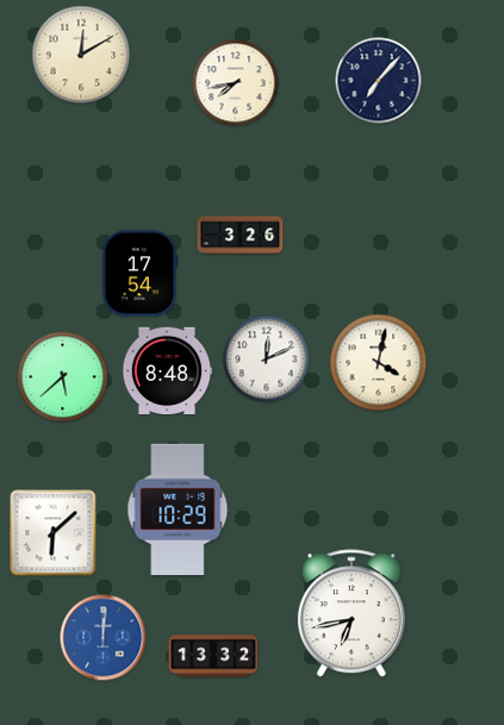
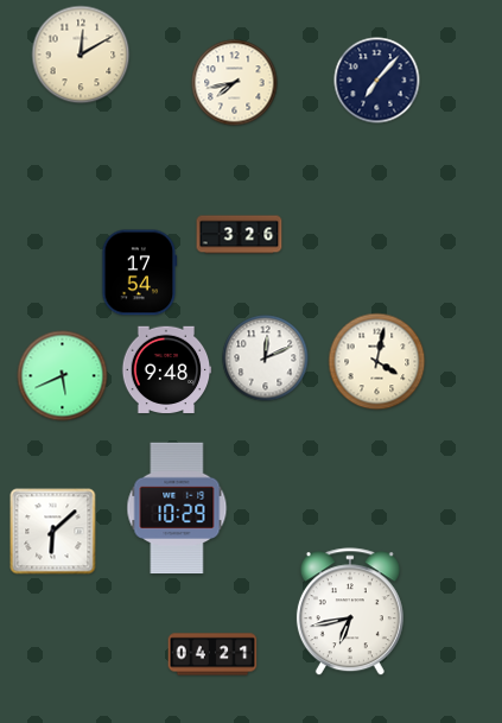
clock at (167, 371): 8:48 -> 9:48
clock at (63, 377): 5:38 -> 5:41
clock at (104, 638): 12:01 -> none
clock at (213, 656): 13:32 -> 04:21
